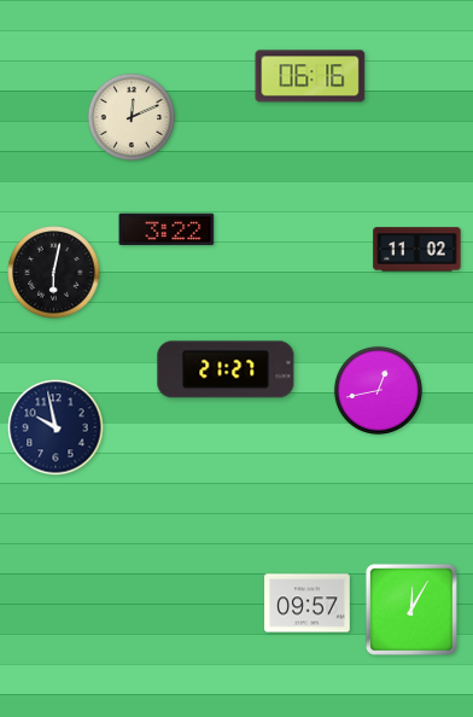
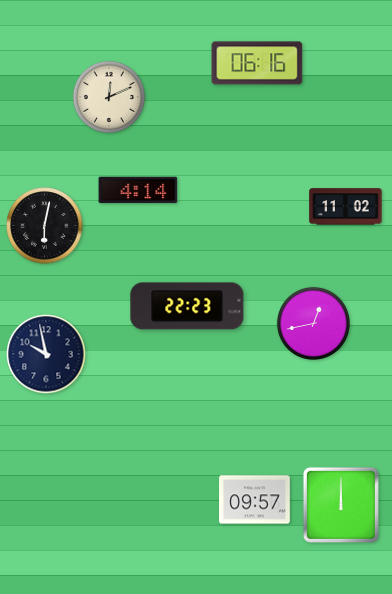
clock at (167, 229): 3:22 -> 4:14
clock at (226, 369): 21:27 -> 22:23
clock at (411, 610): 12:05 -> 12:00
